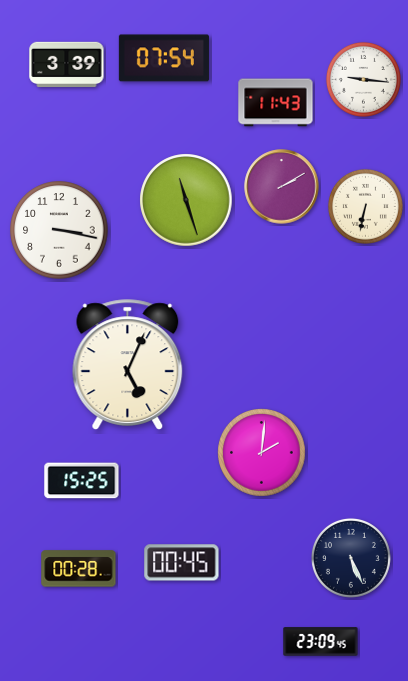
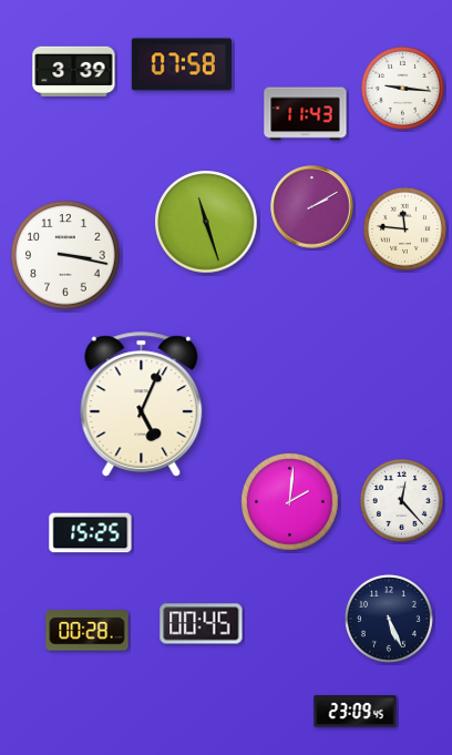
clock at (164, 58): 07:54 -> 07:58
clock at (365, 206): 6:32 -> 11:46
clock at (401, 500): none -> 12:23
